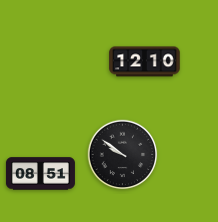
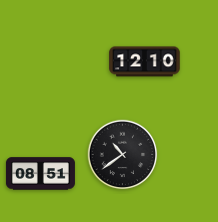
clock at (123, 155): 9:51 -> 10:39
